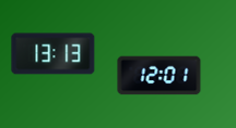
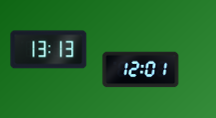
clock at (160, 76) position: (160, 76) -> (141, 70)
